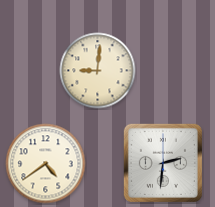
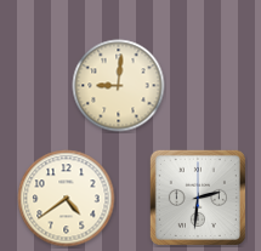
clock at (46, 164) position: (46, 164) -> (67, 199)
